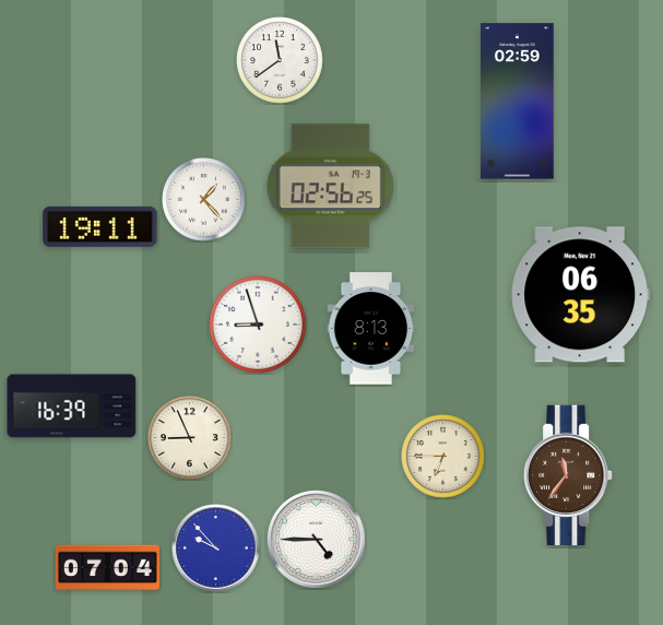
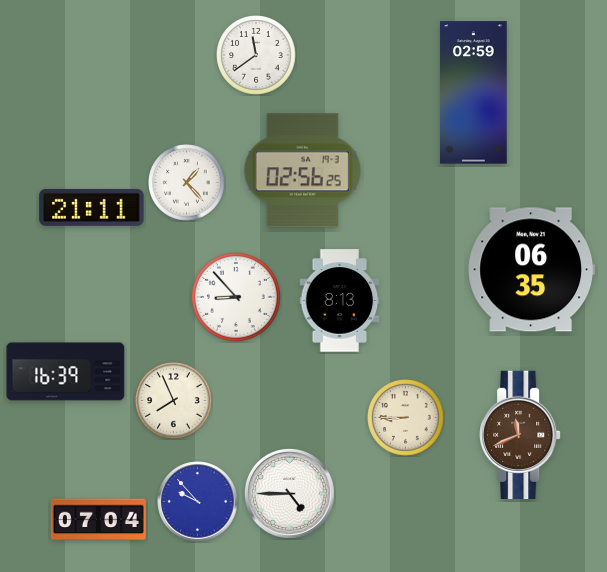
clock at (100, 226): 19:11 -> 21:11
clock at (258, 325): 8:57 -> 8:53
clock at (190, 438): 8:56 -> 7:56
clock at (443, 457): 6:45 -> 8:45
clock at (568, 474): 11:36 -> 11:41
